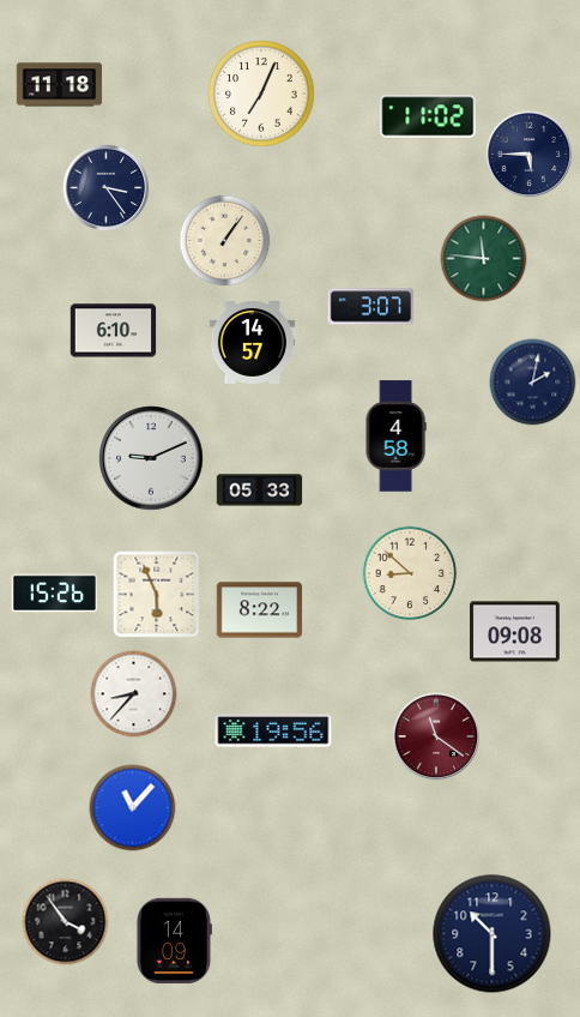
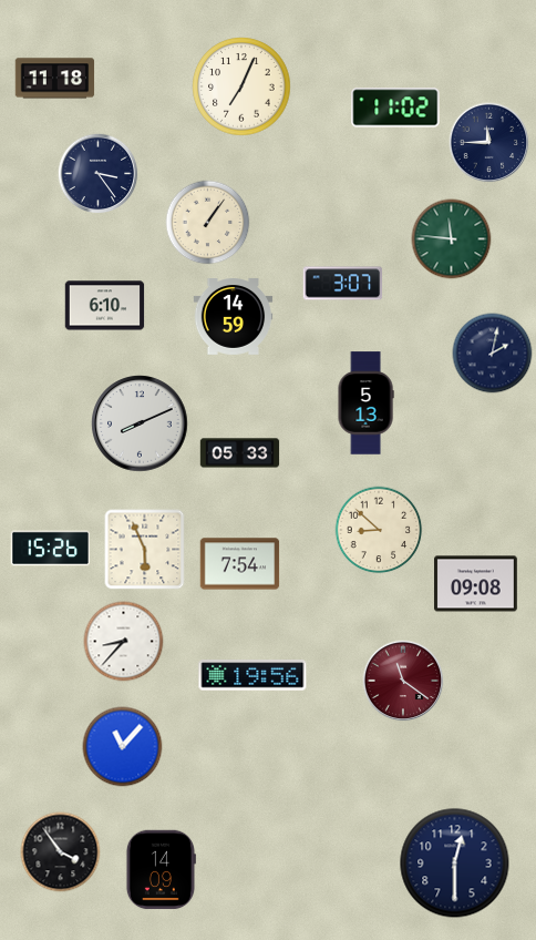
clock at (530, 155): 5:45 -> 11:45
clock at (484, 259) position: (484, 259) -> (452, 239)
clock at (253, 343): 14:57 -> 14:59
clock at (395, 437): 4:58 -> 5:13
clock at (151, 458): 9:11 -> 8:11
clock at (260, 610): 8:22 -> 7:54
clock at (493, 934): 10:30 -> 12:30
